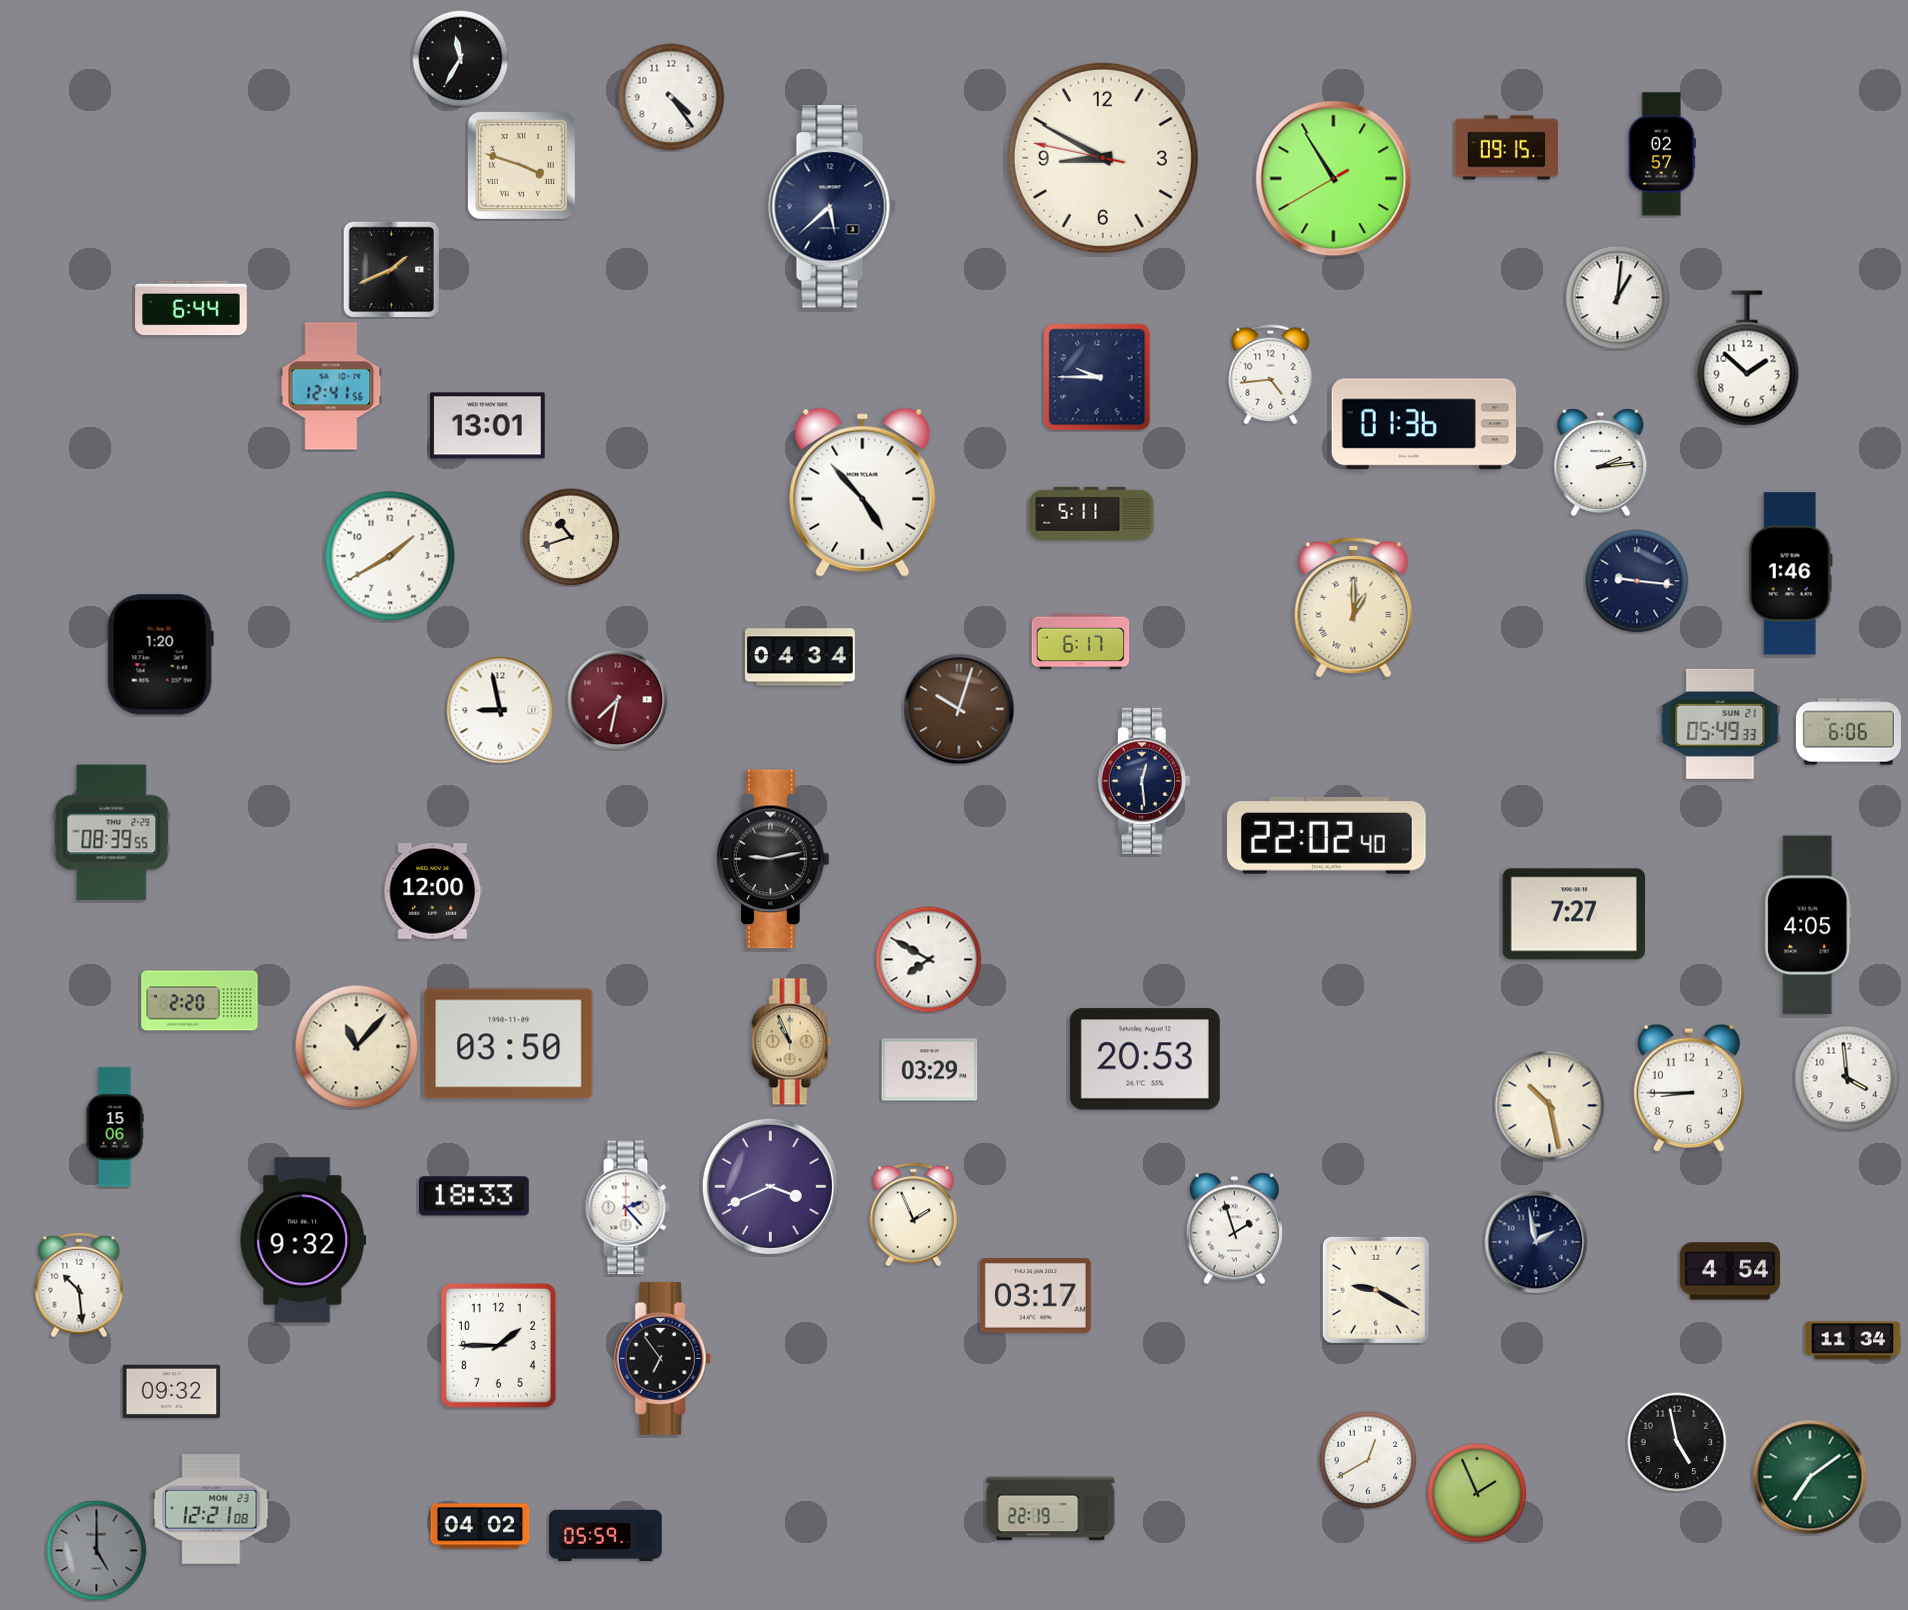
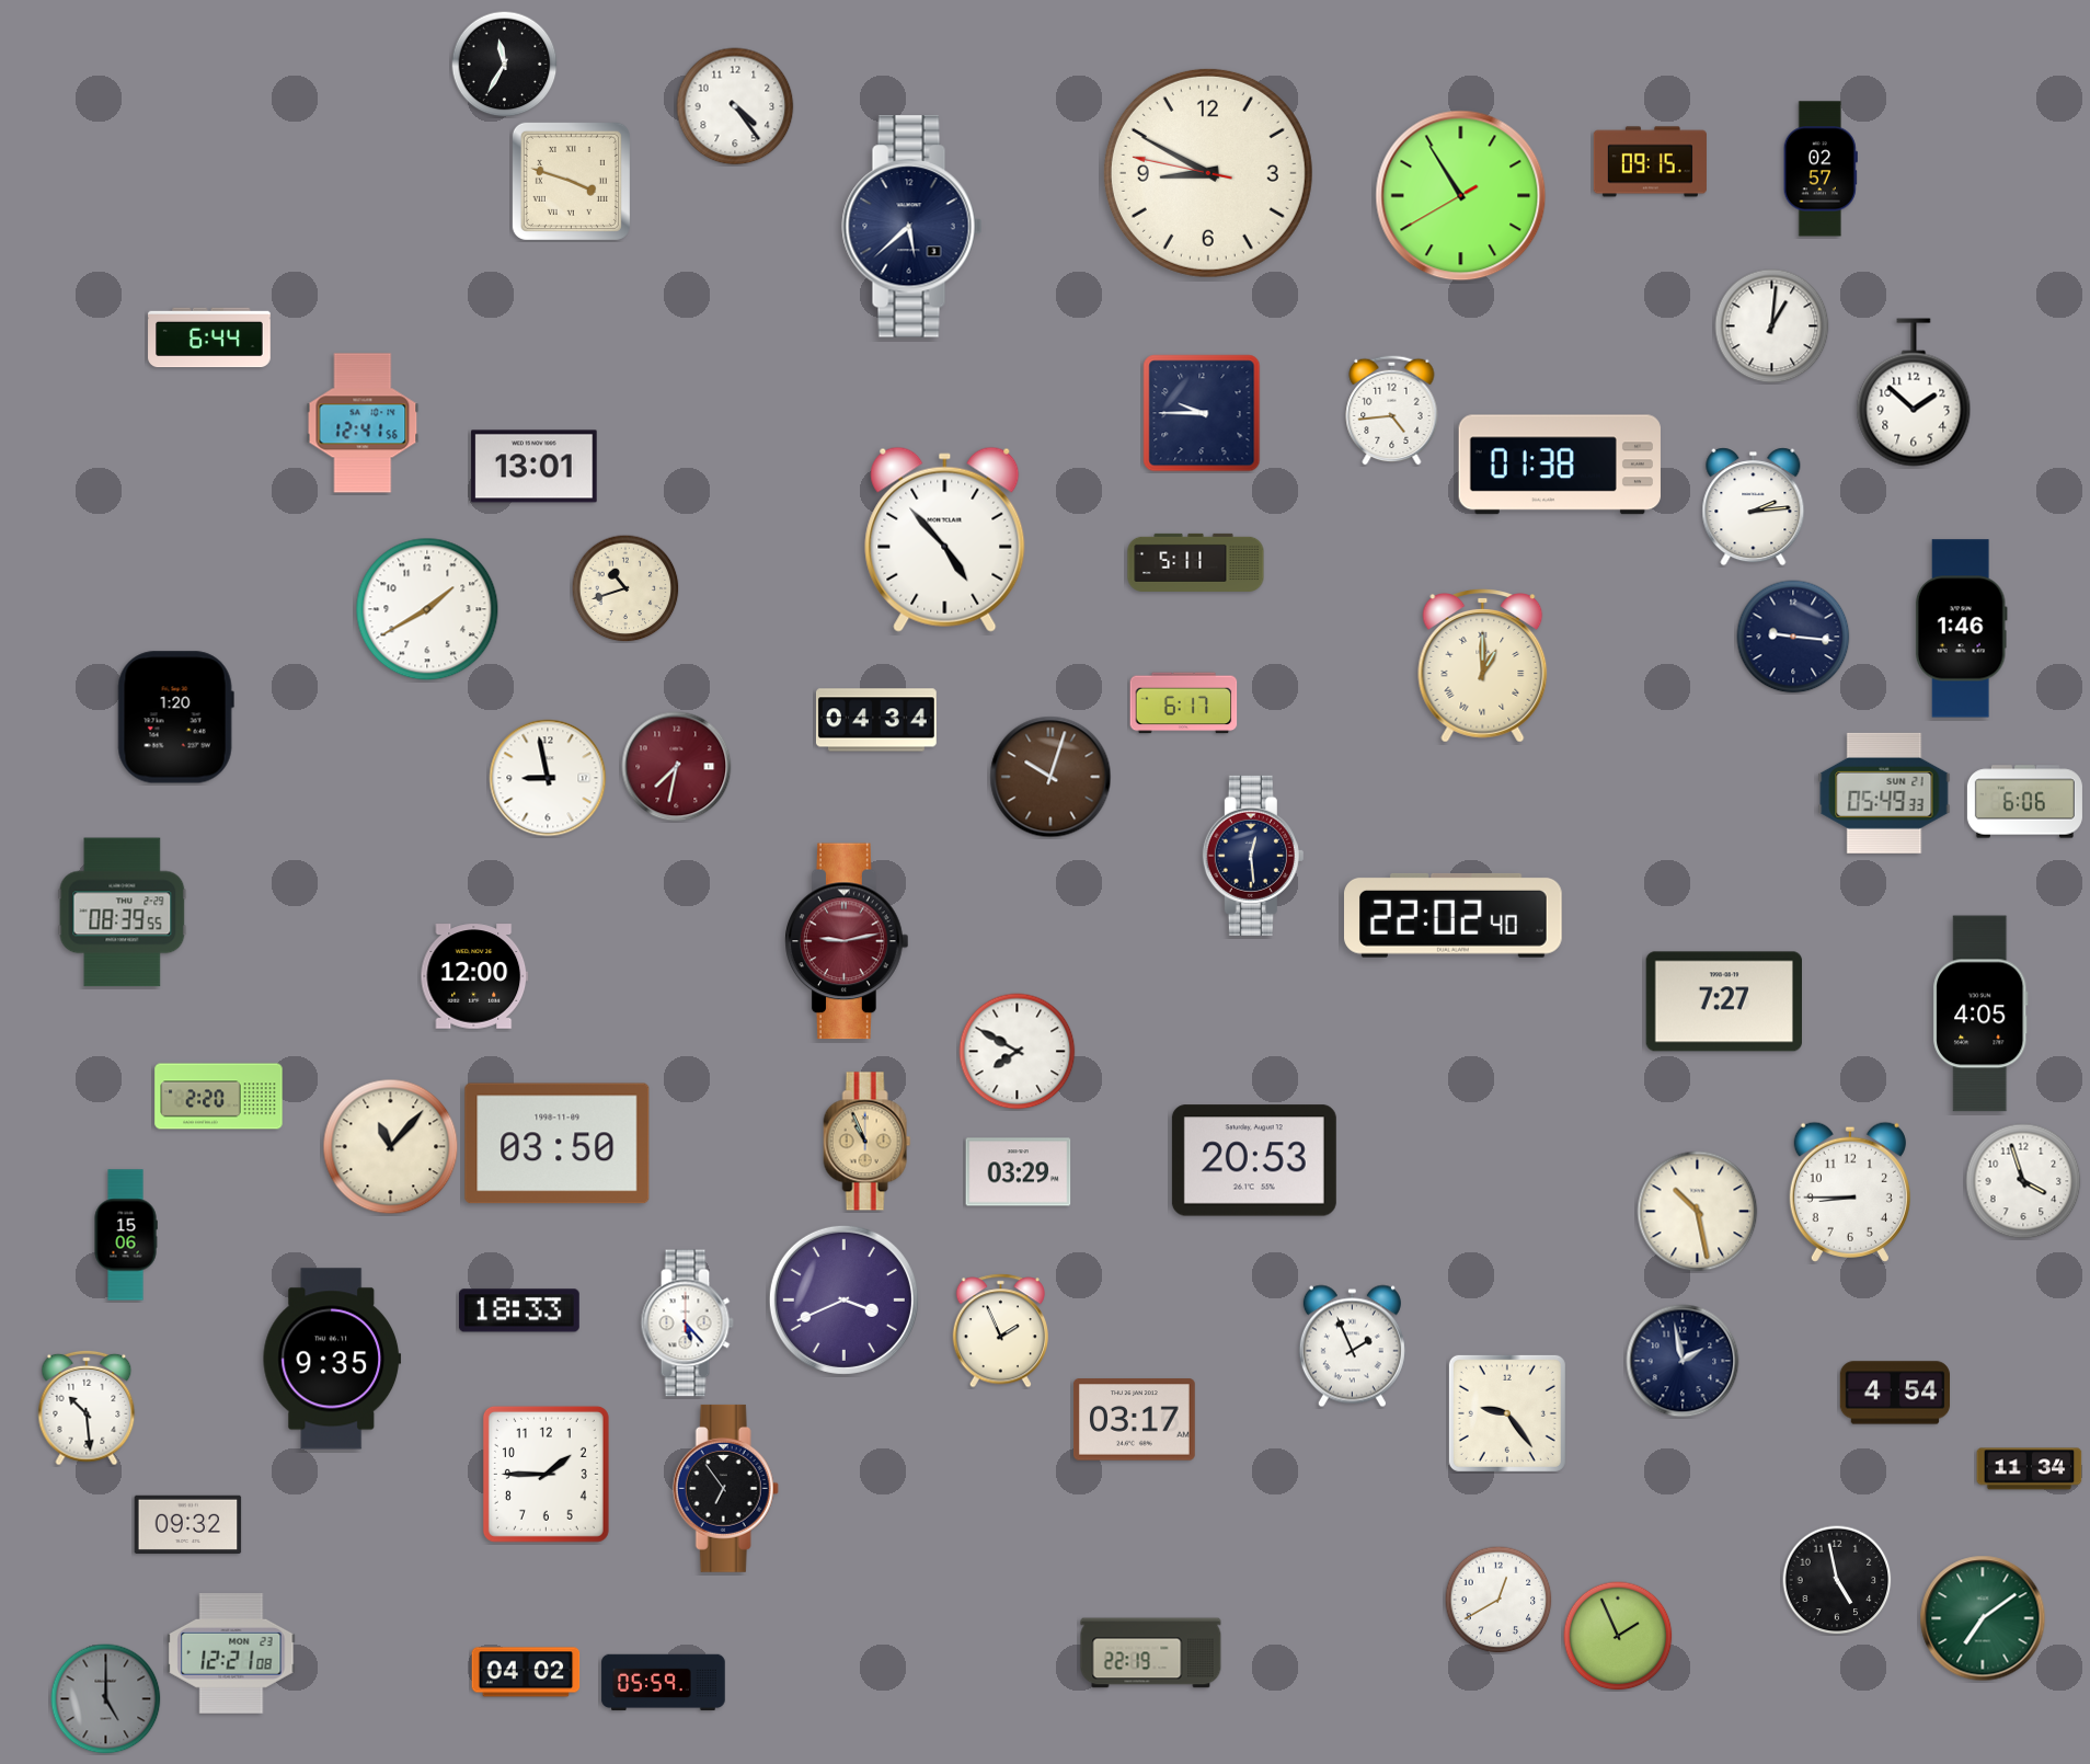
clock at (391, 269): 1:41 -> none
clock at (1424, 424): 01:36 -> 01:38
clock at (774, 859) dial: black -> burgundy
clock at (1847, 1078): 3:59 -> 3:57
clock at (627, 1208): 2:23 -> 5:23
clock at (1234, 1229): 1:57 -> 1:56
clock at (303, 1240): 9:32 -> 9:35
clock at (1376, 1290): 9:20 -> 9:24
